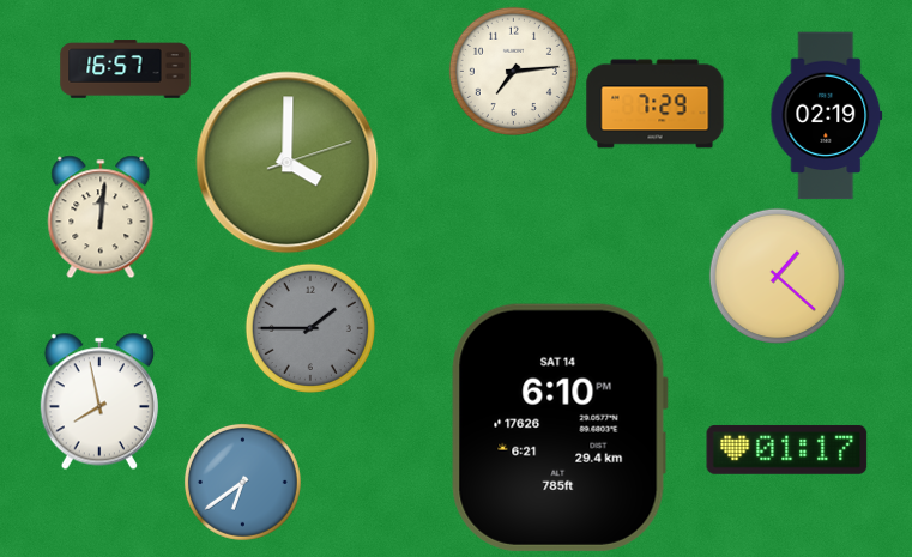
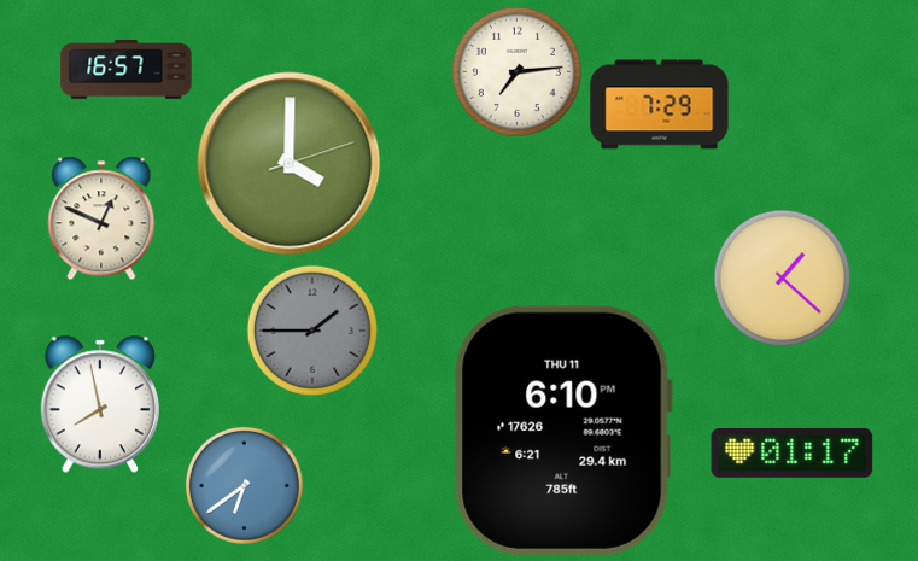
clock at (827, 116): 02:19 -> none
clock at (101, 217): 12:01 -> 12:49
clock at (560, 428) date: SAT 14 -> THU 11
